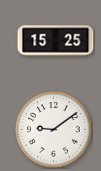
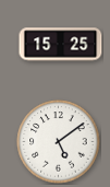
clock at (54, 130): 9:09 -> 5:09
